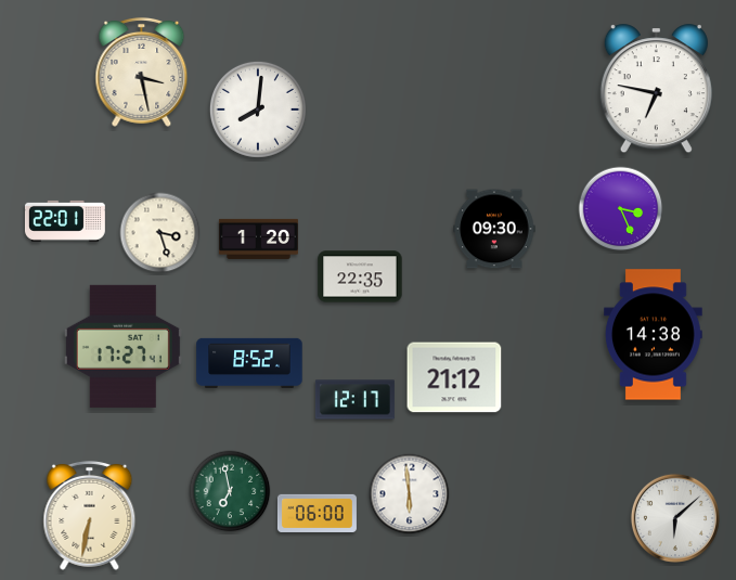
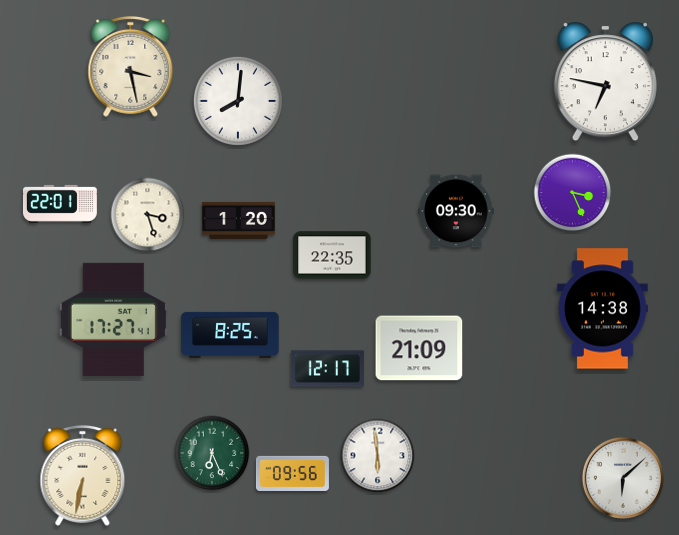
clock at (249, 362): 8:52 -> 8:25
clock at (454, 377): 21:12 -> 21:09
clock at (230, 491): 6:58 -> 6:26
clock at (317, 513): 06:00 -> 09:56
